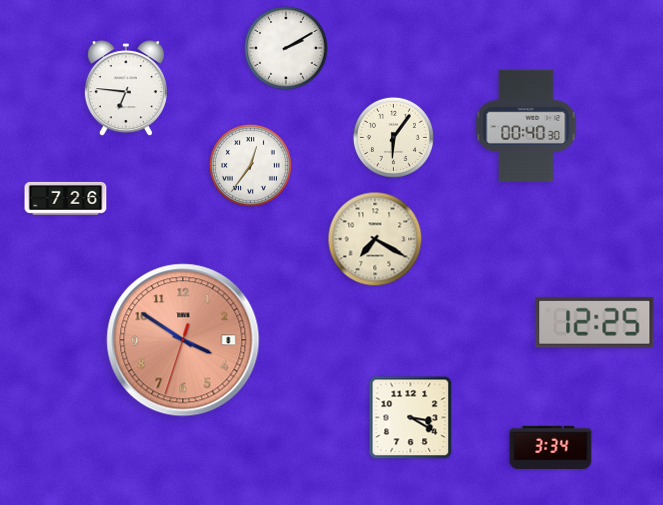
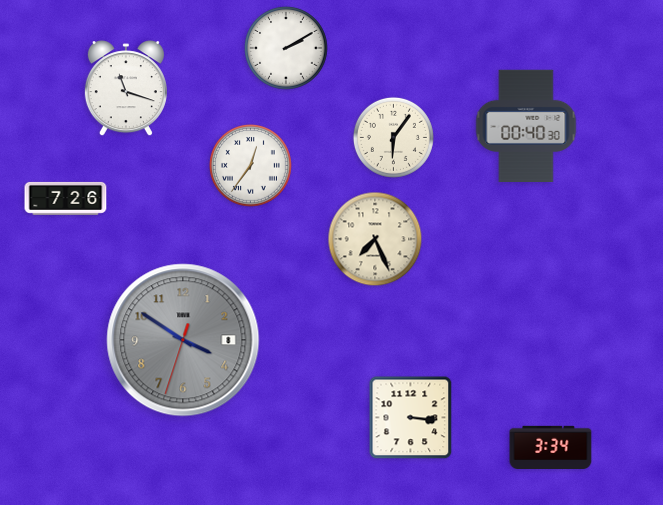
clock at (126, 89): 6:46 -> 11:18
clock at (375, 239): 7:20 -> 7:26
clock at (595, 322): 12:25 -> none
clock at (183, 340) dial: salmon -> grey
clock at (411, 418): 3:20 -> 3:16
